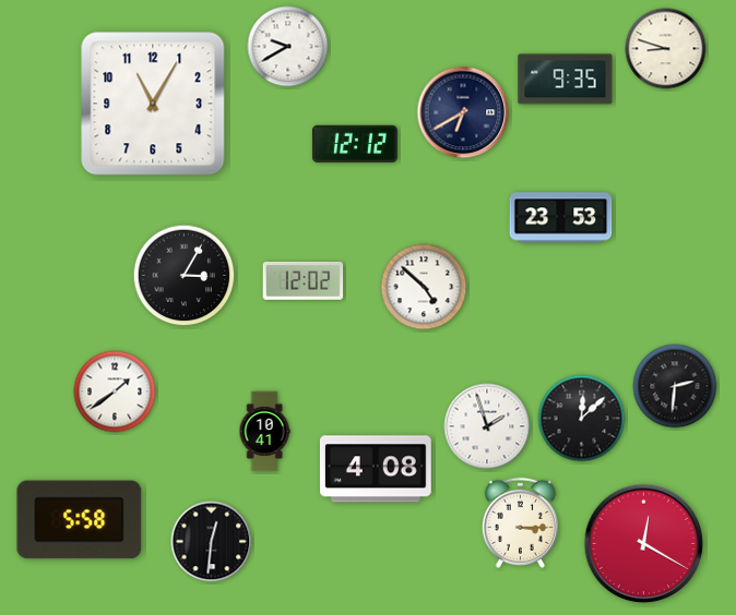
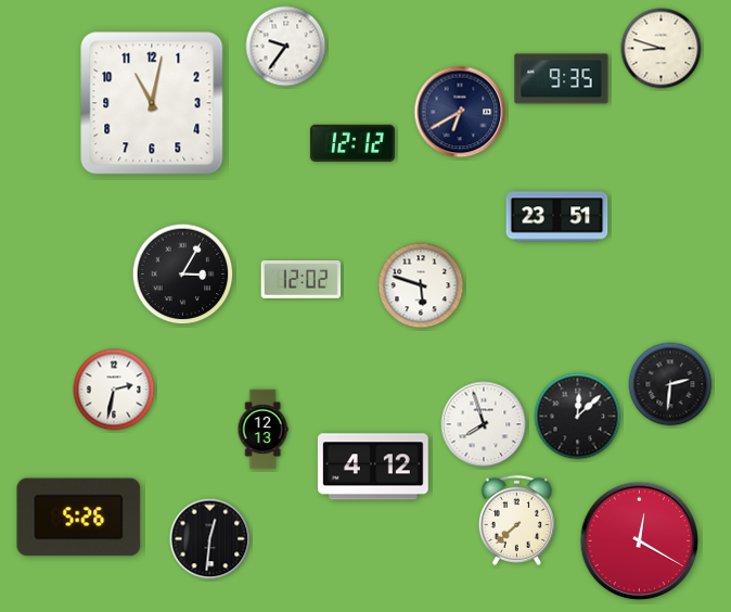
clock at (288, 47): 9:40 -> 9:36
clock at (153, 104): 11:05 -> 11:02
clock at (561, 218): 23:53 -> 23:51
clock at (424, 287): 4:52 -> 5:48
clock at (115, 391): 1:39 -> 2:32
clock at (487, 426): 1:57 -> 7:57
clock at (264, 432): 10:41 -> 12:13
clock at (376, 469): 4:08 -> 4:12
clock at (80, 520): 5:58 -> 5:26
clock at (520, 522): 3:15 -> 7:38
